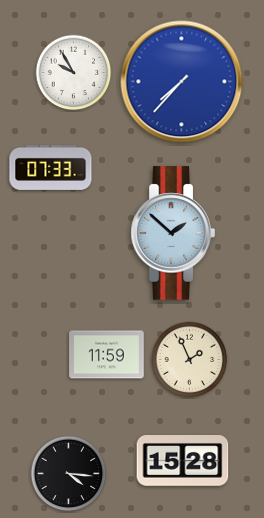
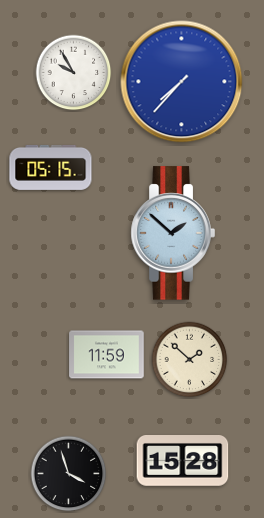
clock at (51, 167): 07:33 -> 05:15
clock at (190, 360): 1:56 -> 1:52
clock at (69, 474): 4:16 -> 3:57
